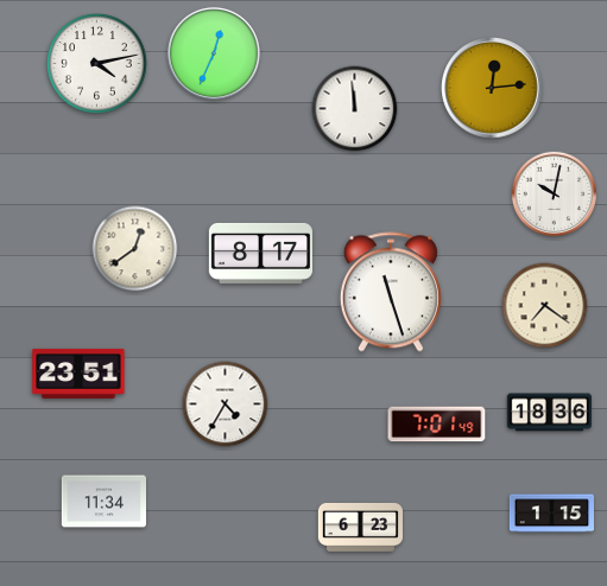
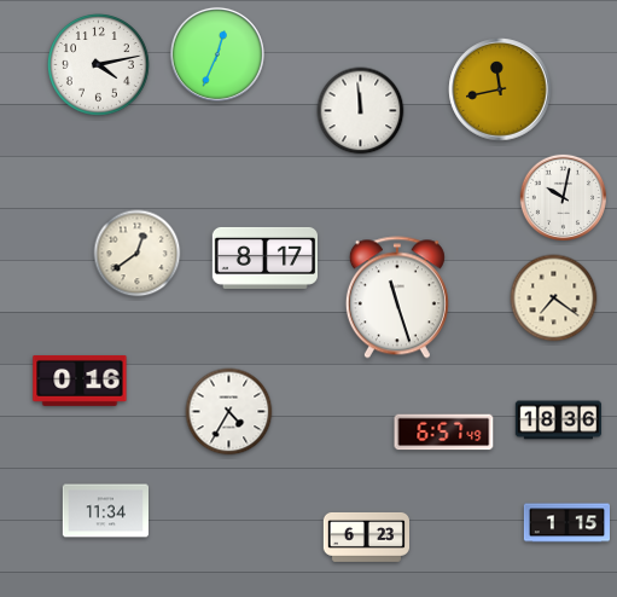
clock at (492, 88): 12:14 -> 11:43
clock at (545, 306) position: (545, 306) -> (554, 298)
clock at (78, 374): 23:51 -> 0:16
clock at (437, 425): 7:01 -> 6:57
clock at (551, 514) position: (551, 514) -> (566, 523)
